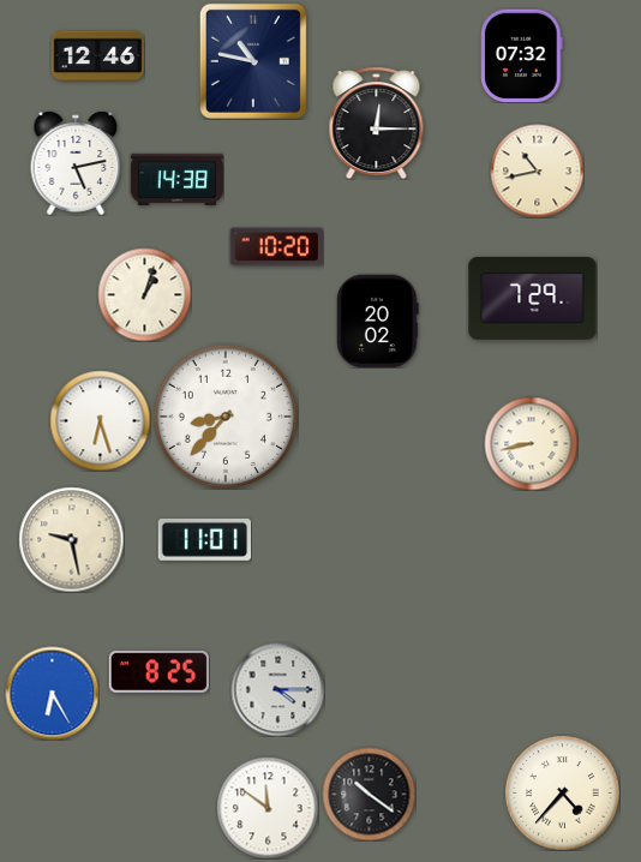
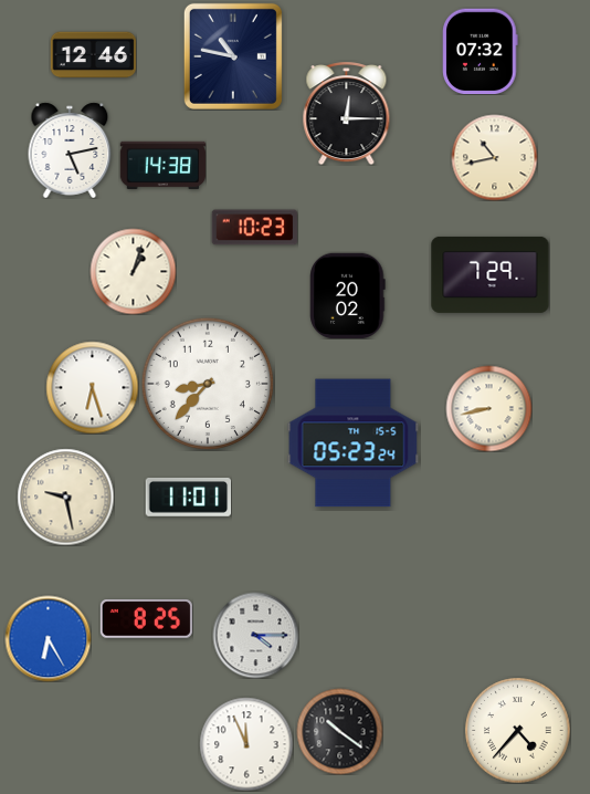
clock at (97, 56) position: (97, 56) -> (93, 55)
clock at (276, 247): 10:20 -> 10:23
clock at (354, 443): none -> 05:23
clock at (268, 808): 11:51 -> 11:56
